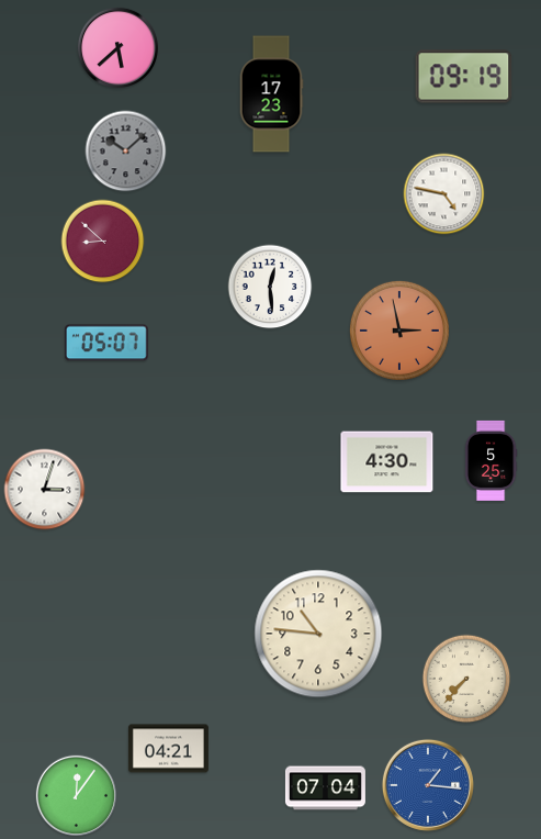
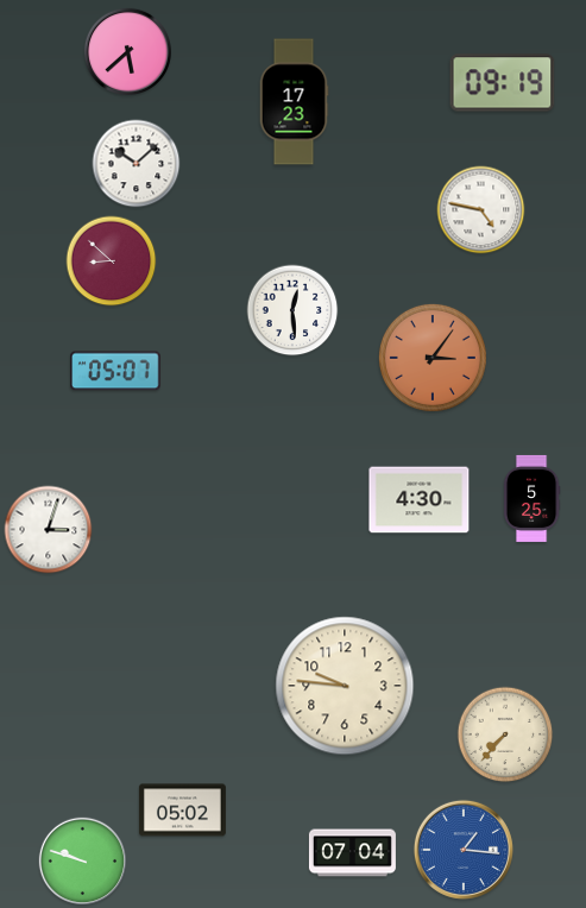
clock at (126, 152) dial: grey -> white
clock at (399, 331): 2:58 -> 3:06
clock at (318, 634): 10:46 -> 9:46
clock at (168, 749): 04:21 -> 05:02
clock at (76, 795): 12:06 -> 9:48
